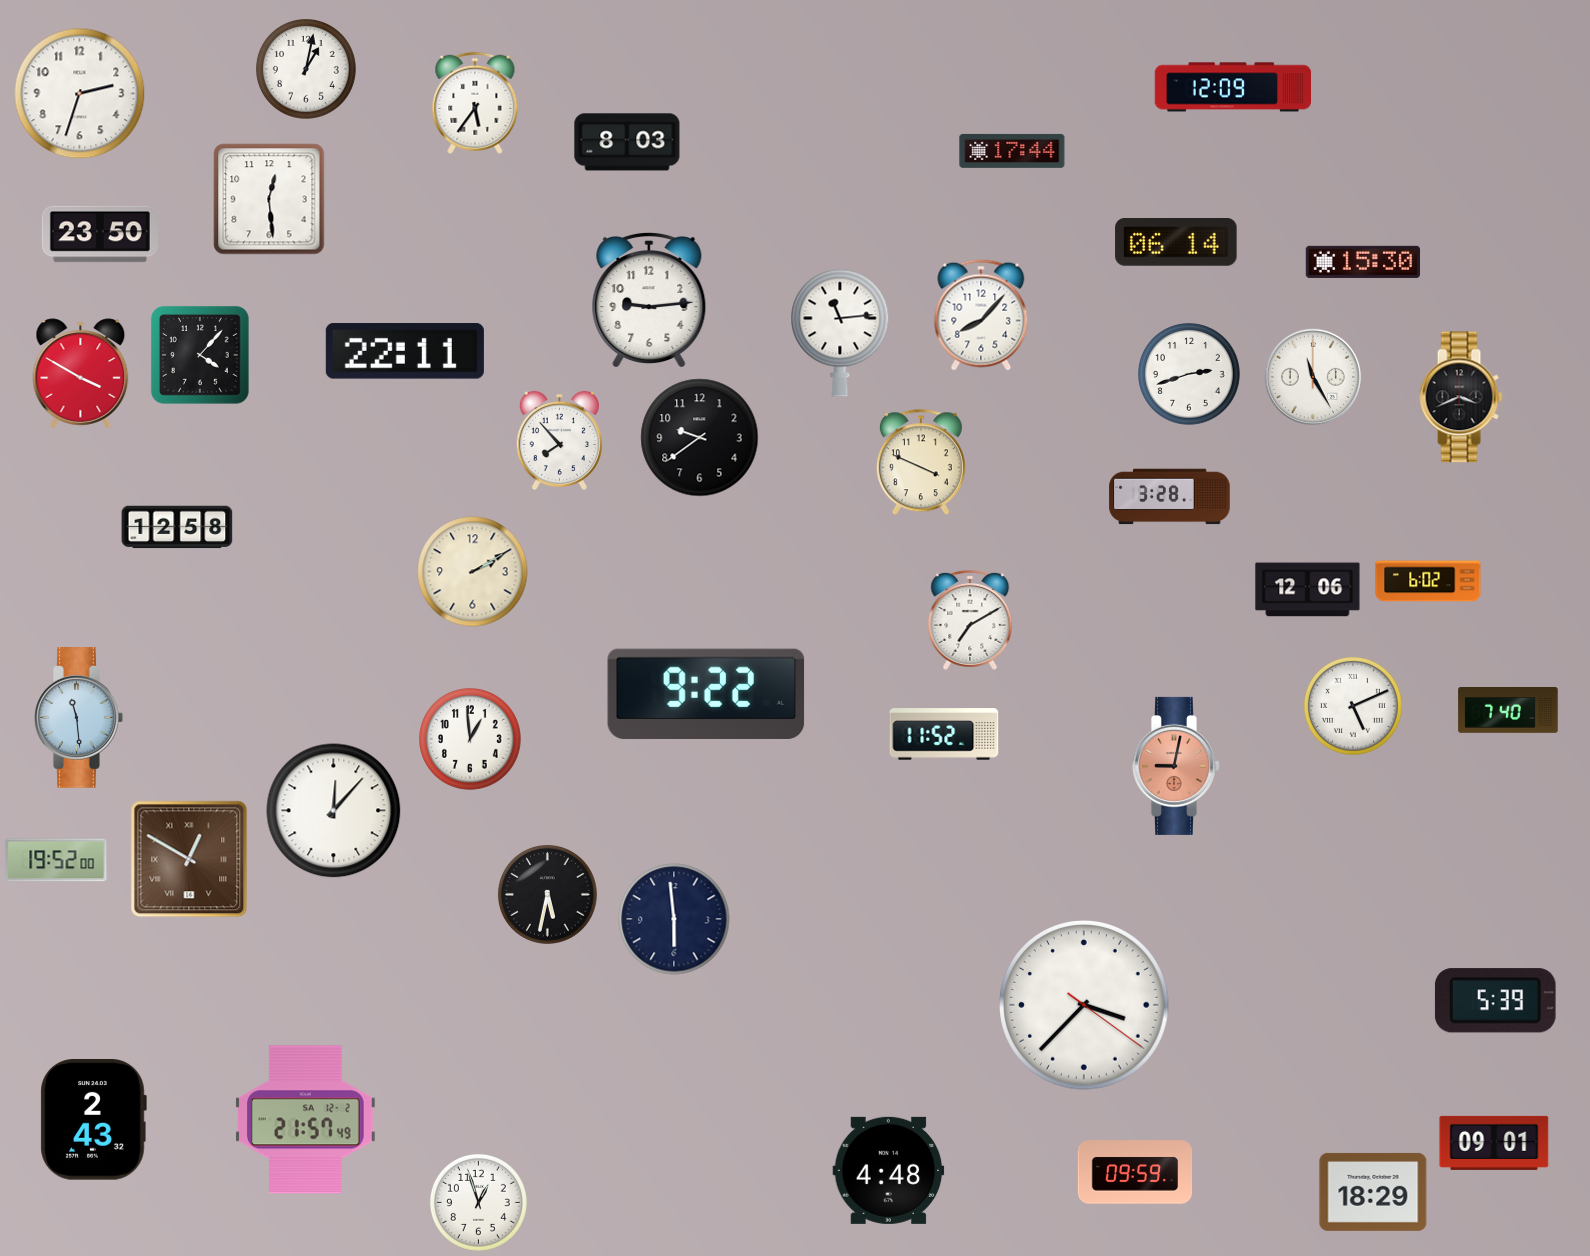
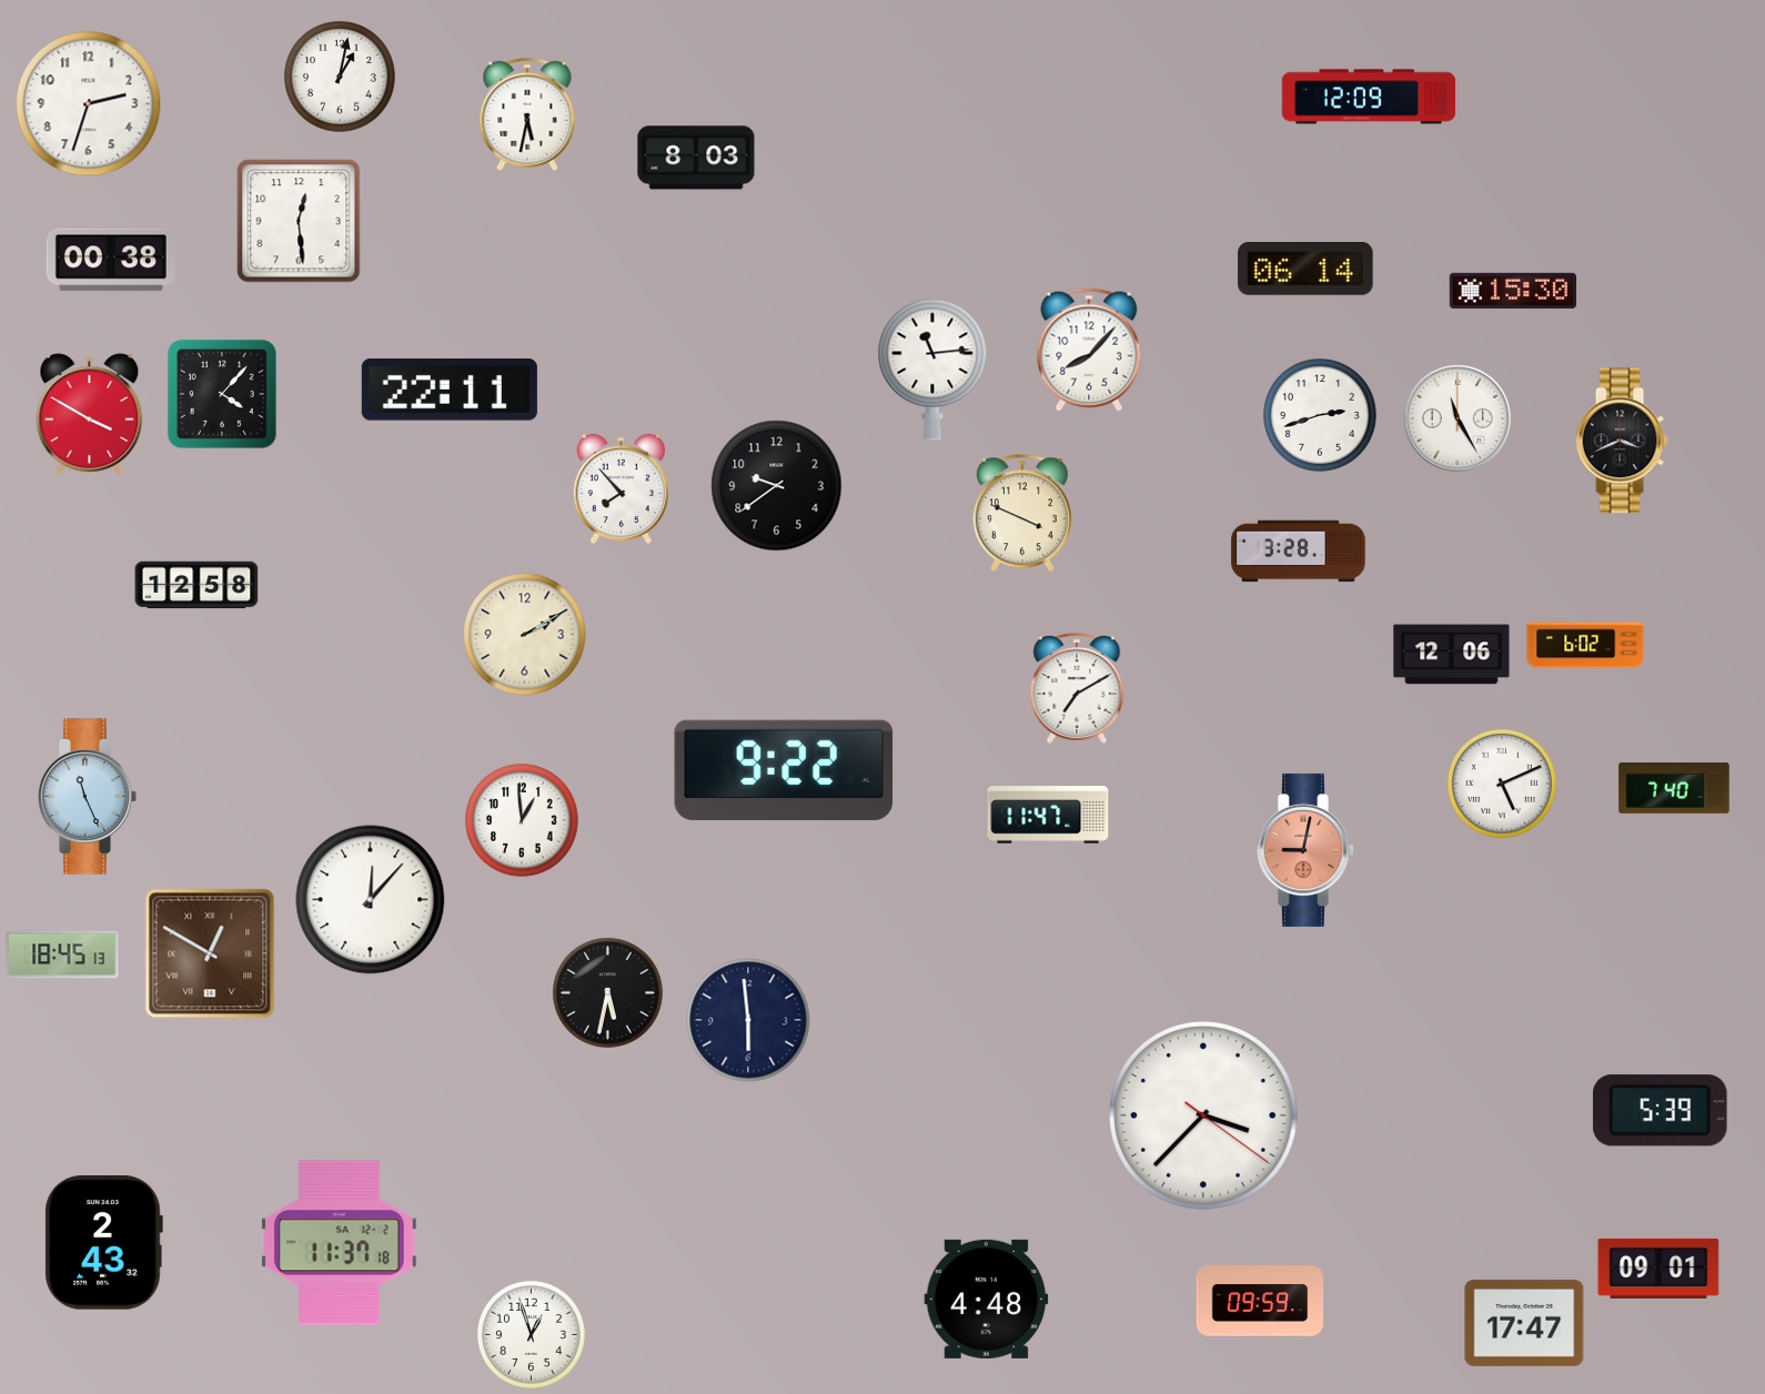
clock at (475, 103): 5:36 -> 5:32
clock at (1012, 151): 17:44 -> none
clock at (100, 234): 23:50 -> 00:38
clock at (649, 300): 9:14 -> none
clock at (79, 718): 11:29 -> 11:26
clock at (944, 734): 11:52 -> 11:47
clock at (56, 860): 19:52 -> 18:45
clock at (306, 1120): 21:57 -> 11:37
clock at (1373, 1192): 18:29 -> 17:47
